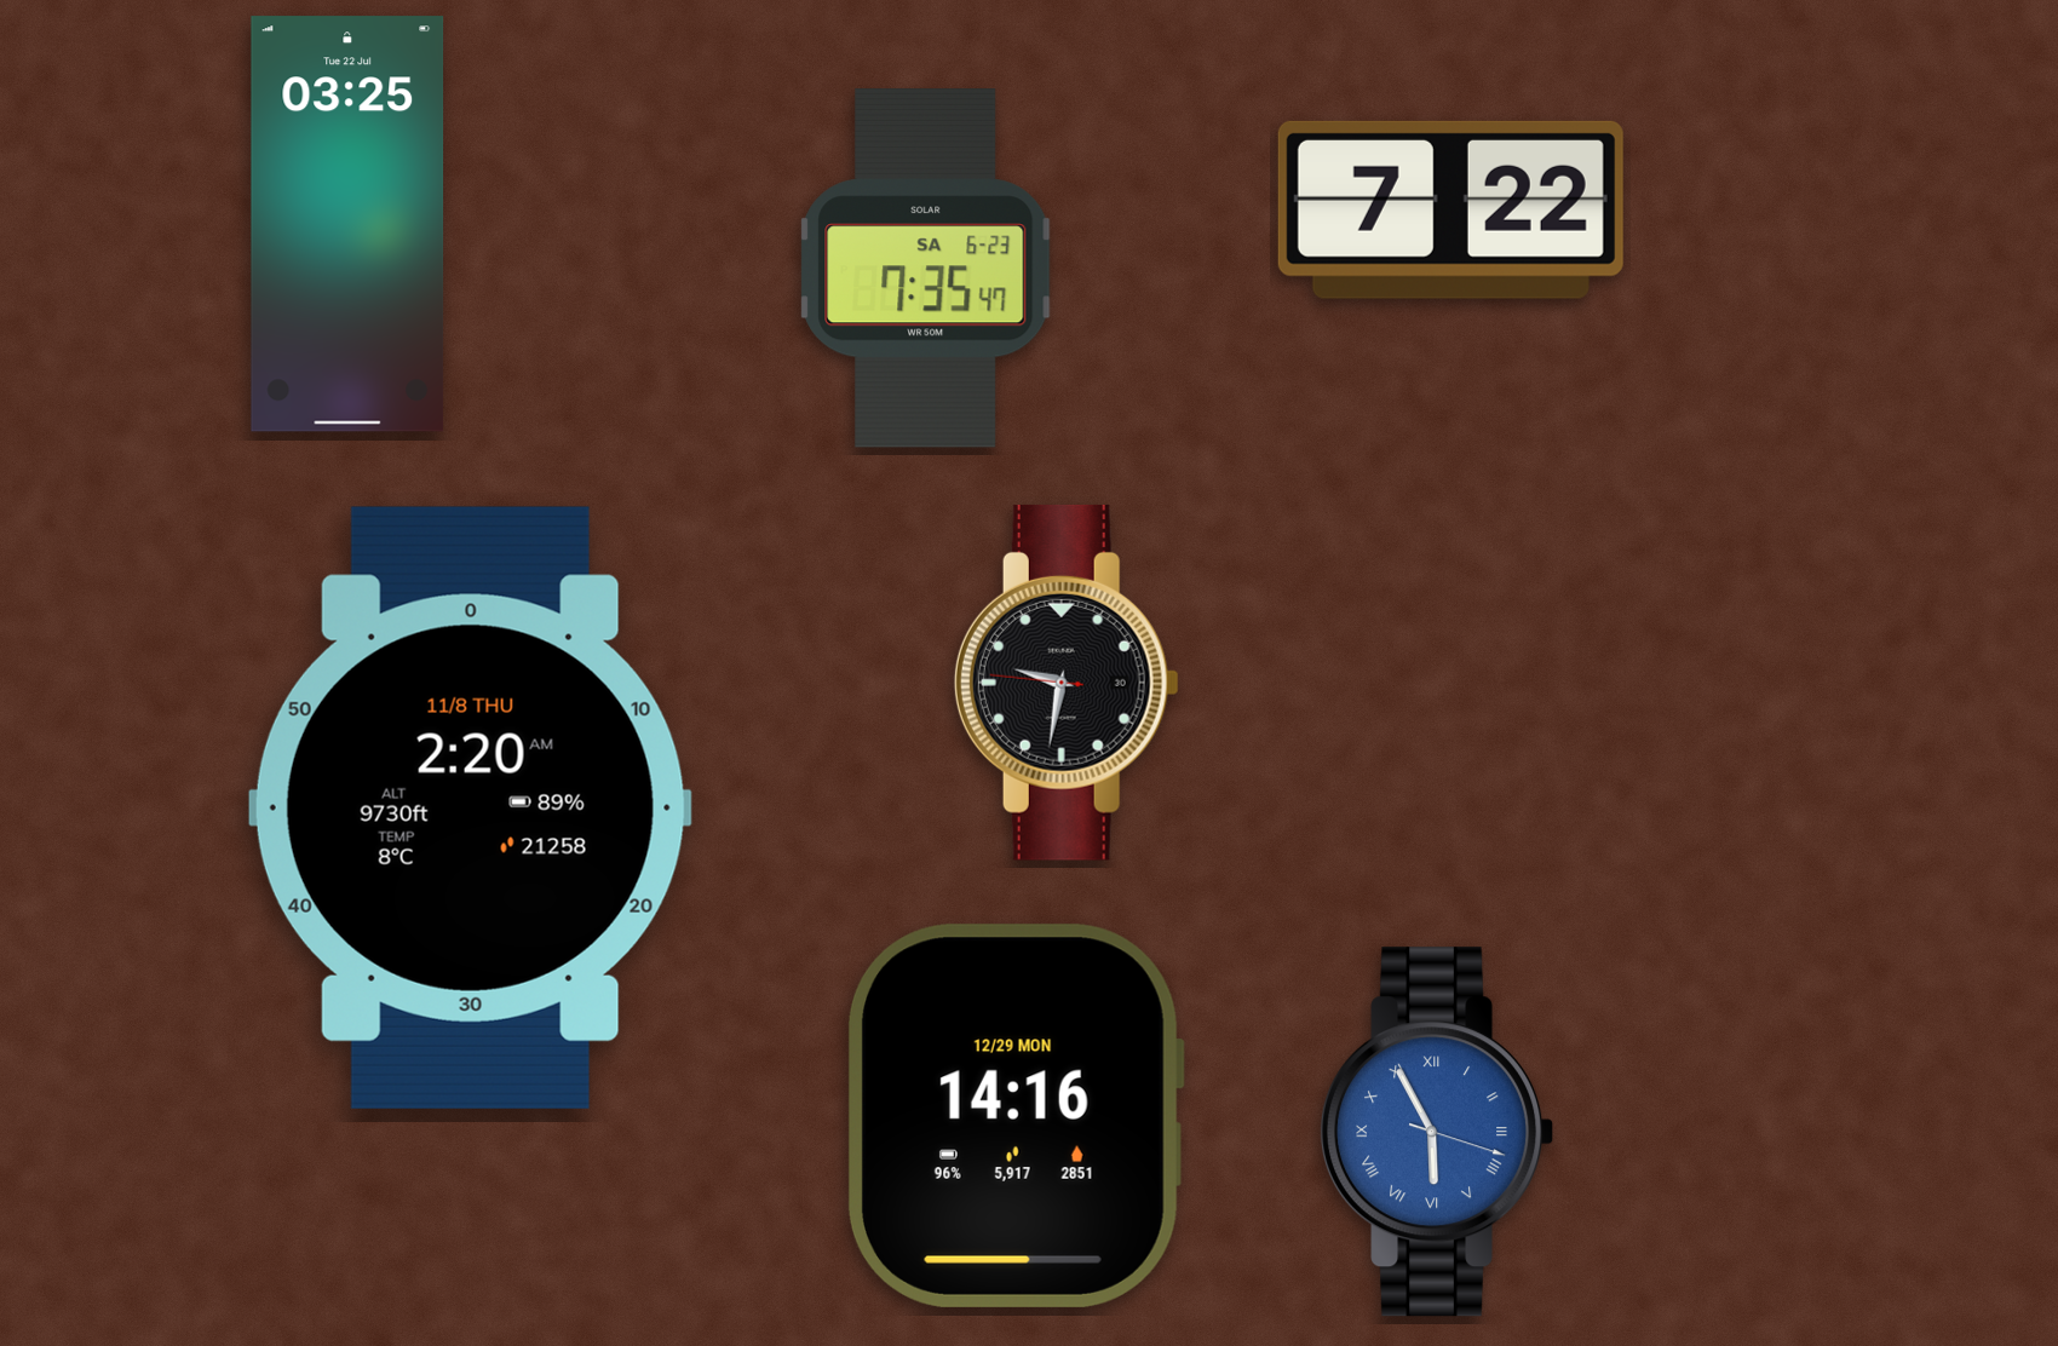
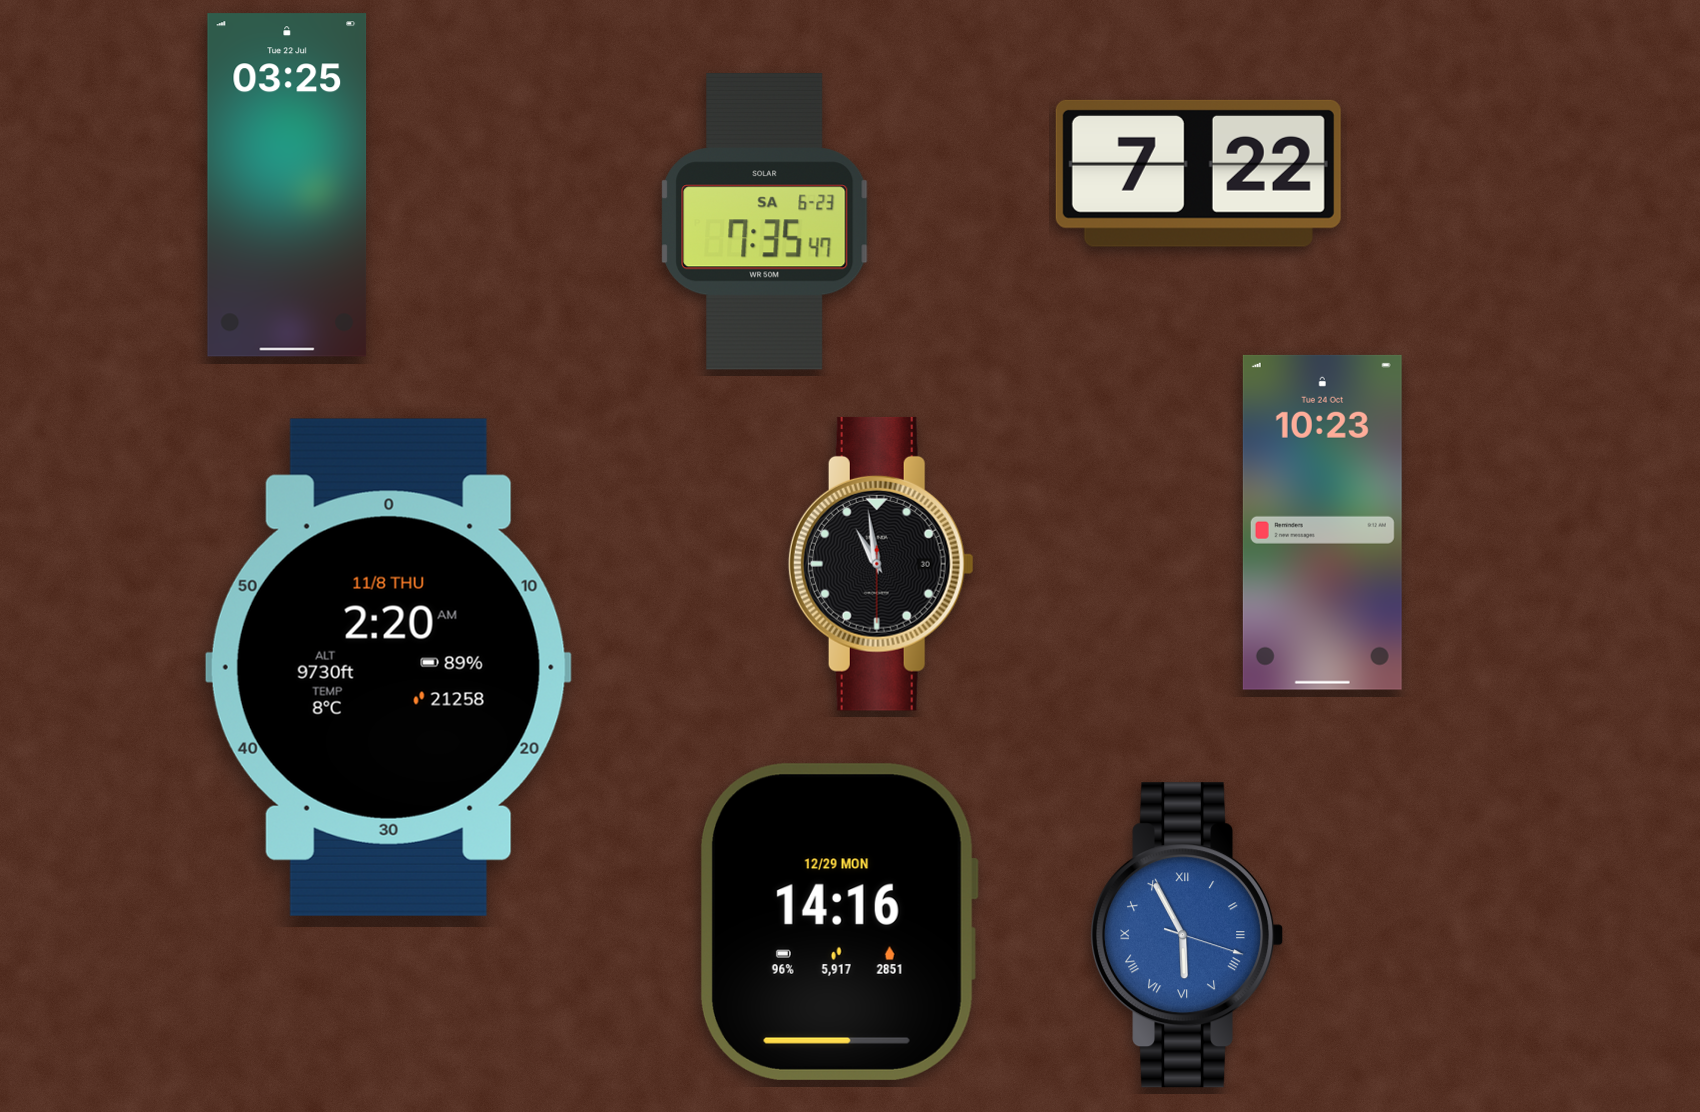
clock at (1322, 522): none -> 10:23
clock at (1067, 683): 9:31 -> 10:58
